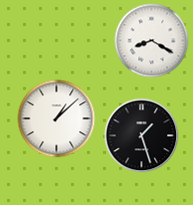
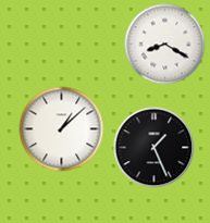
clock at (142, 136): 1:27 -> 1:26
